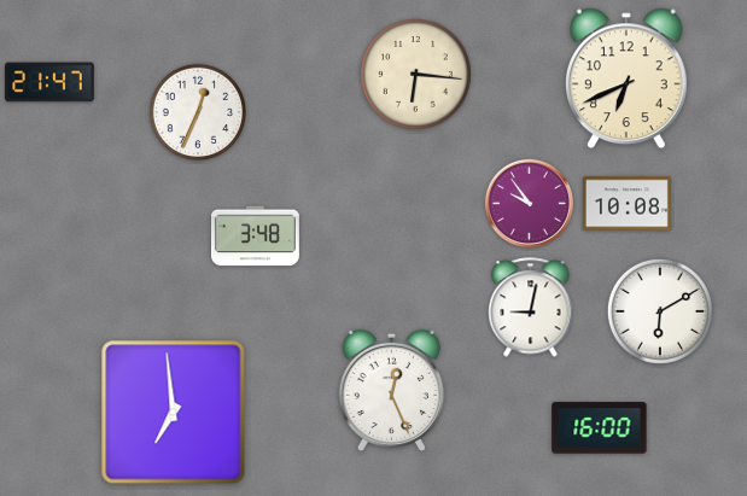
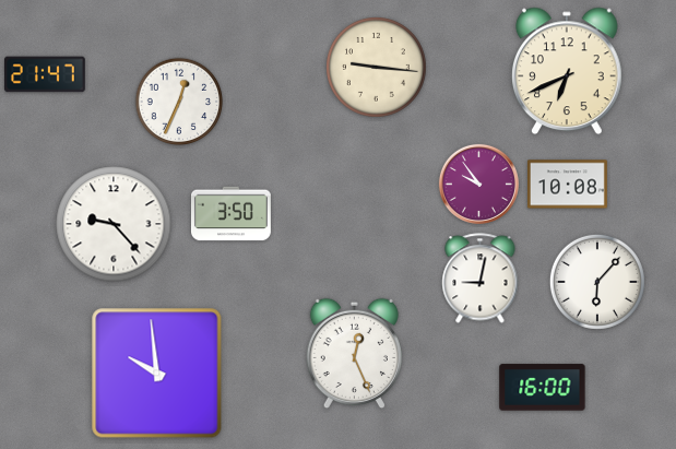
clock at (416, 75): 6:16 -> 9:16
clock at (255, 237): 3:48 -> 3:50
clock at (114, 224): none -> 9:23
clock at (660, 311): 6:10 -> 6:07
clock at (174, 413): 6:59 -> 9:59
